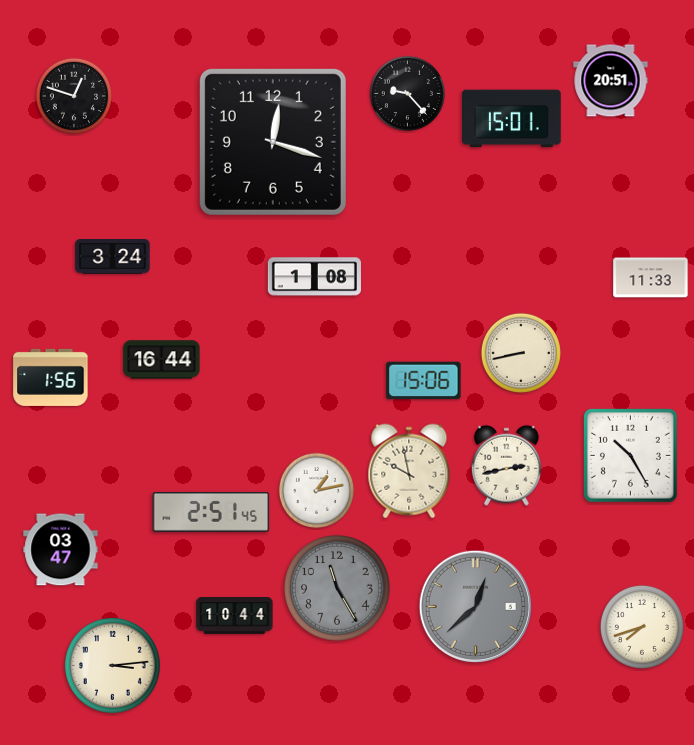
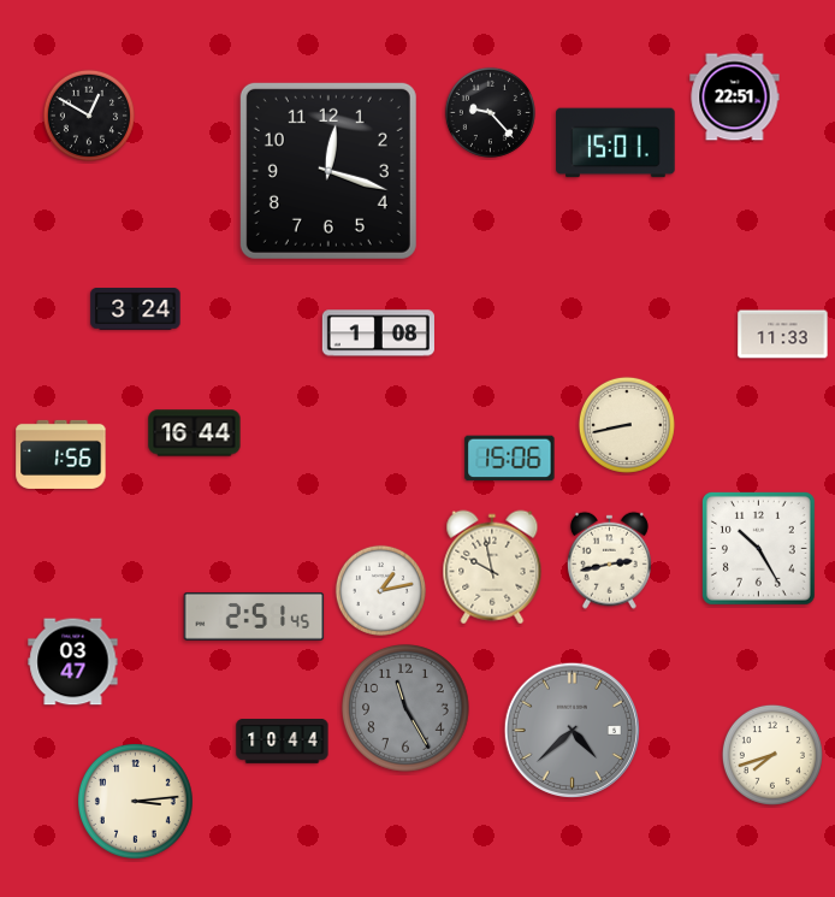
clock at (611, 81): 20:51 -> 22:51
clock at (74, 96): 12:48 -> 12:50
clock at (475, 606): 12:38 -> 4:38
